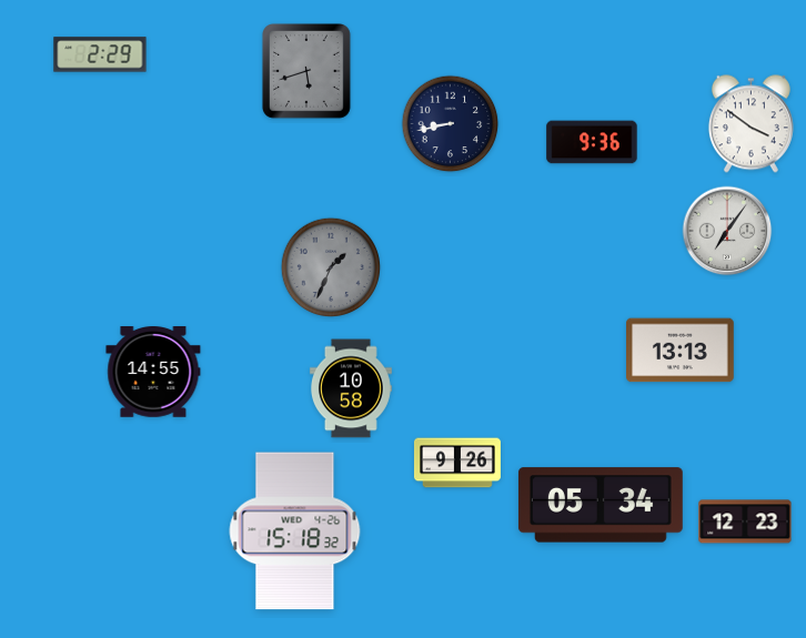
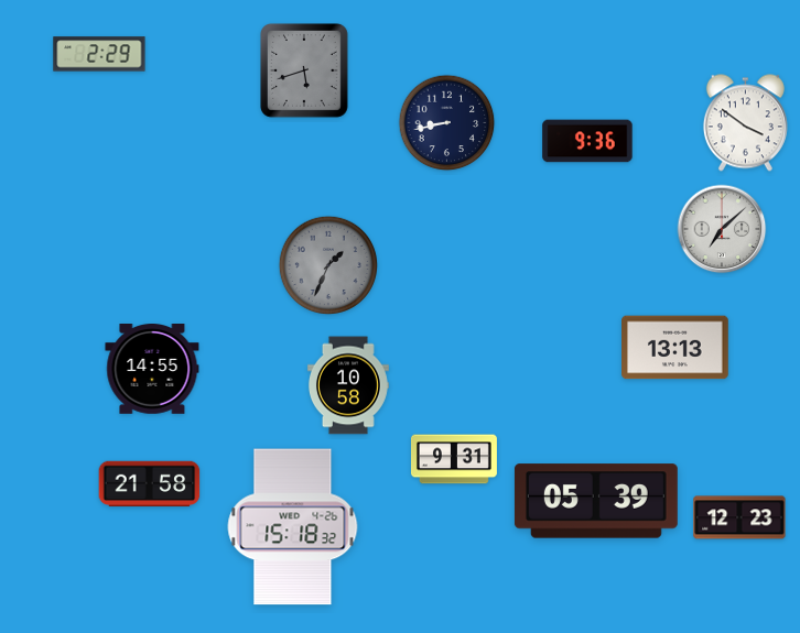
clock at (727, 231): 7:06 -> 7:08
clock at (457, 463): 9:26 -> 9:31
clock at (150, 484): none -> 21:58
clock at (601, 505): 05:34 -> 05:39
